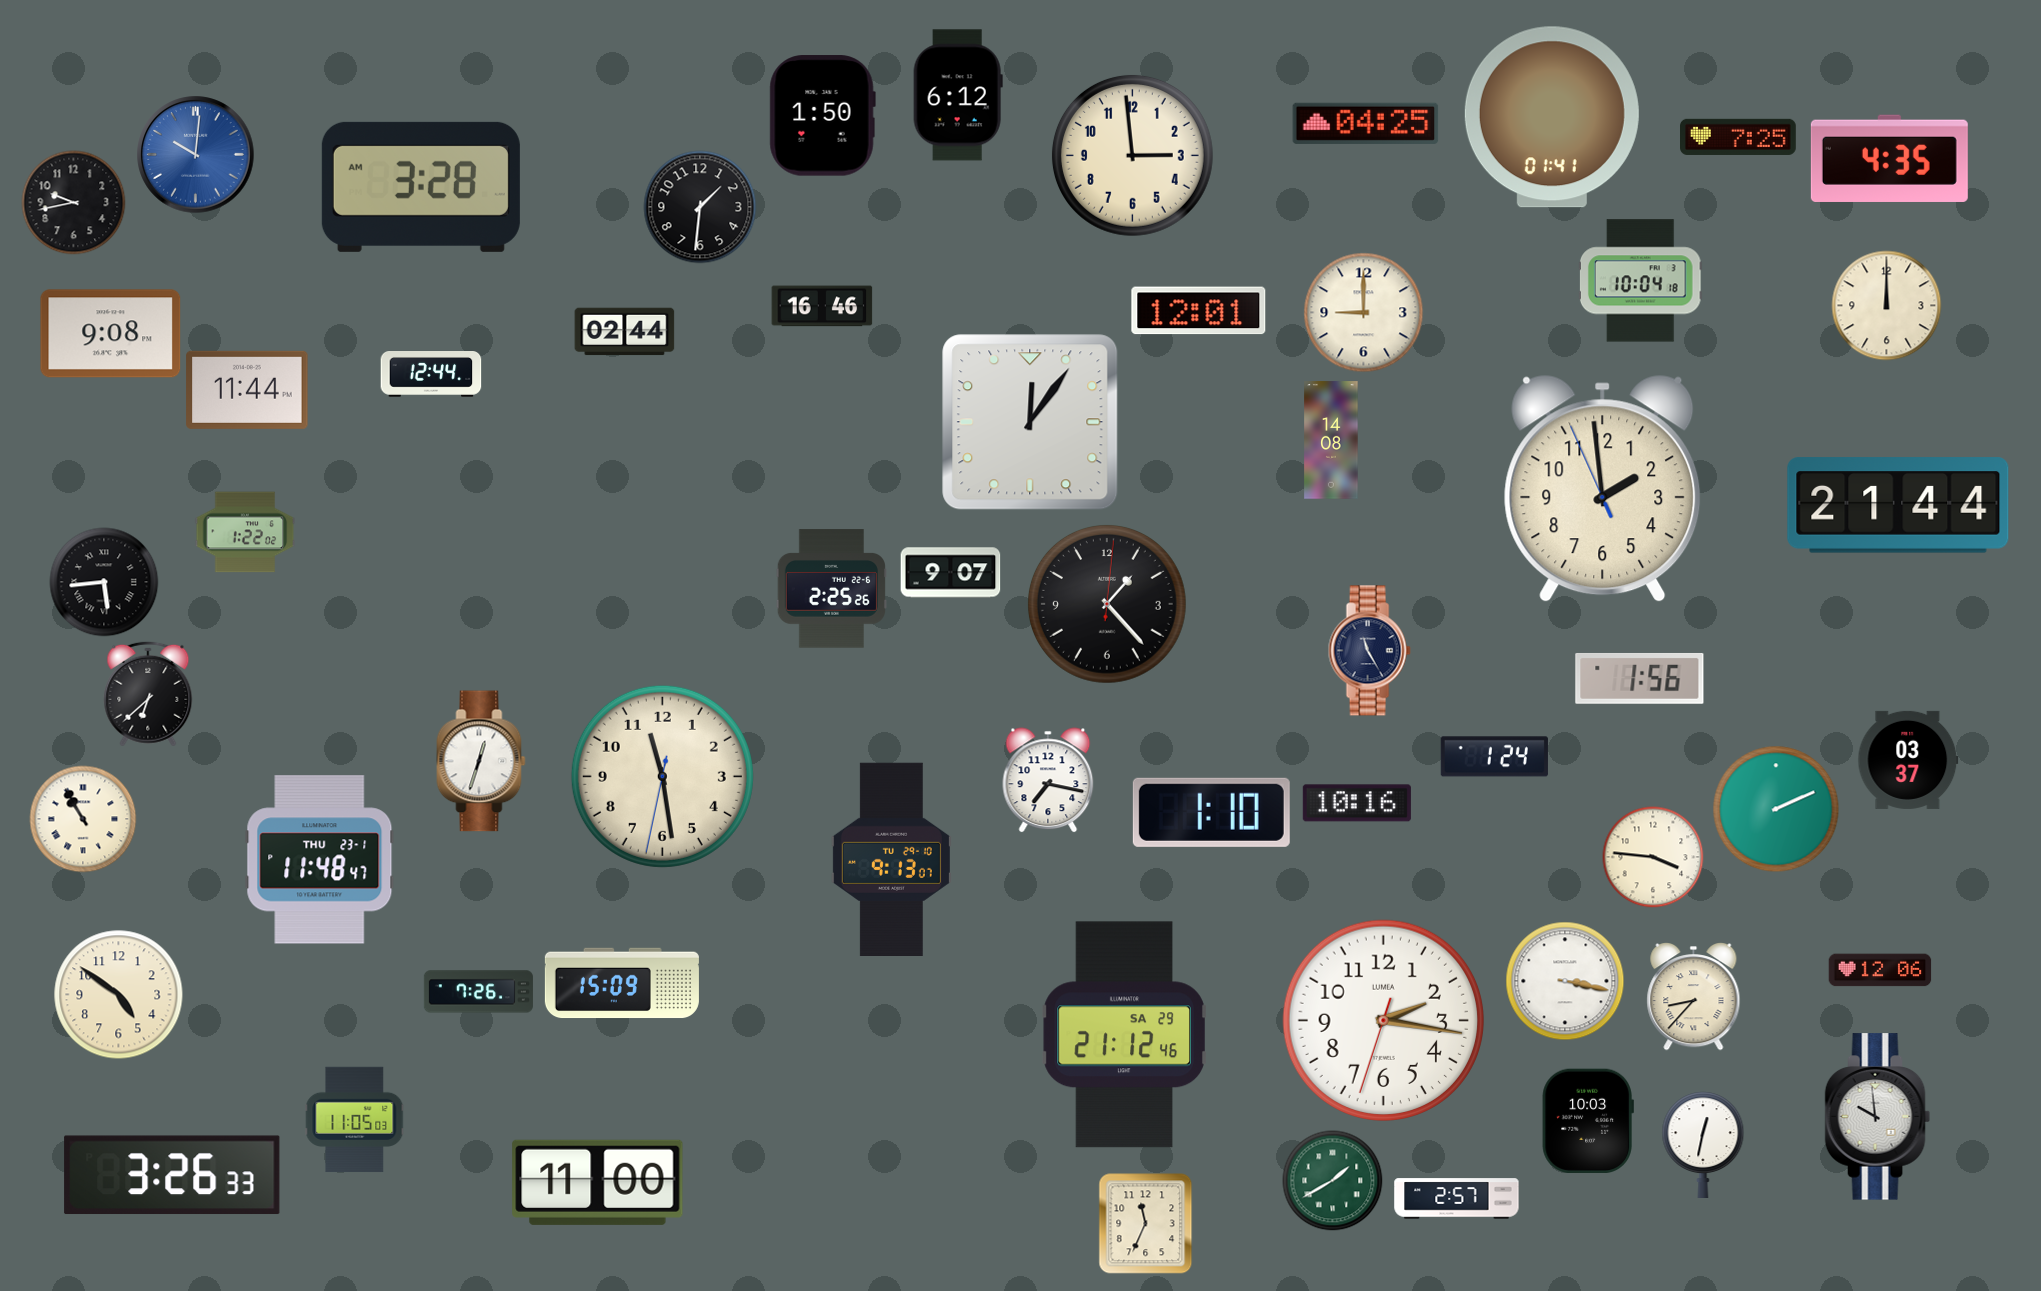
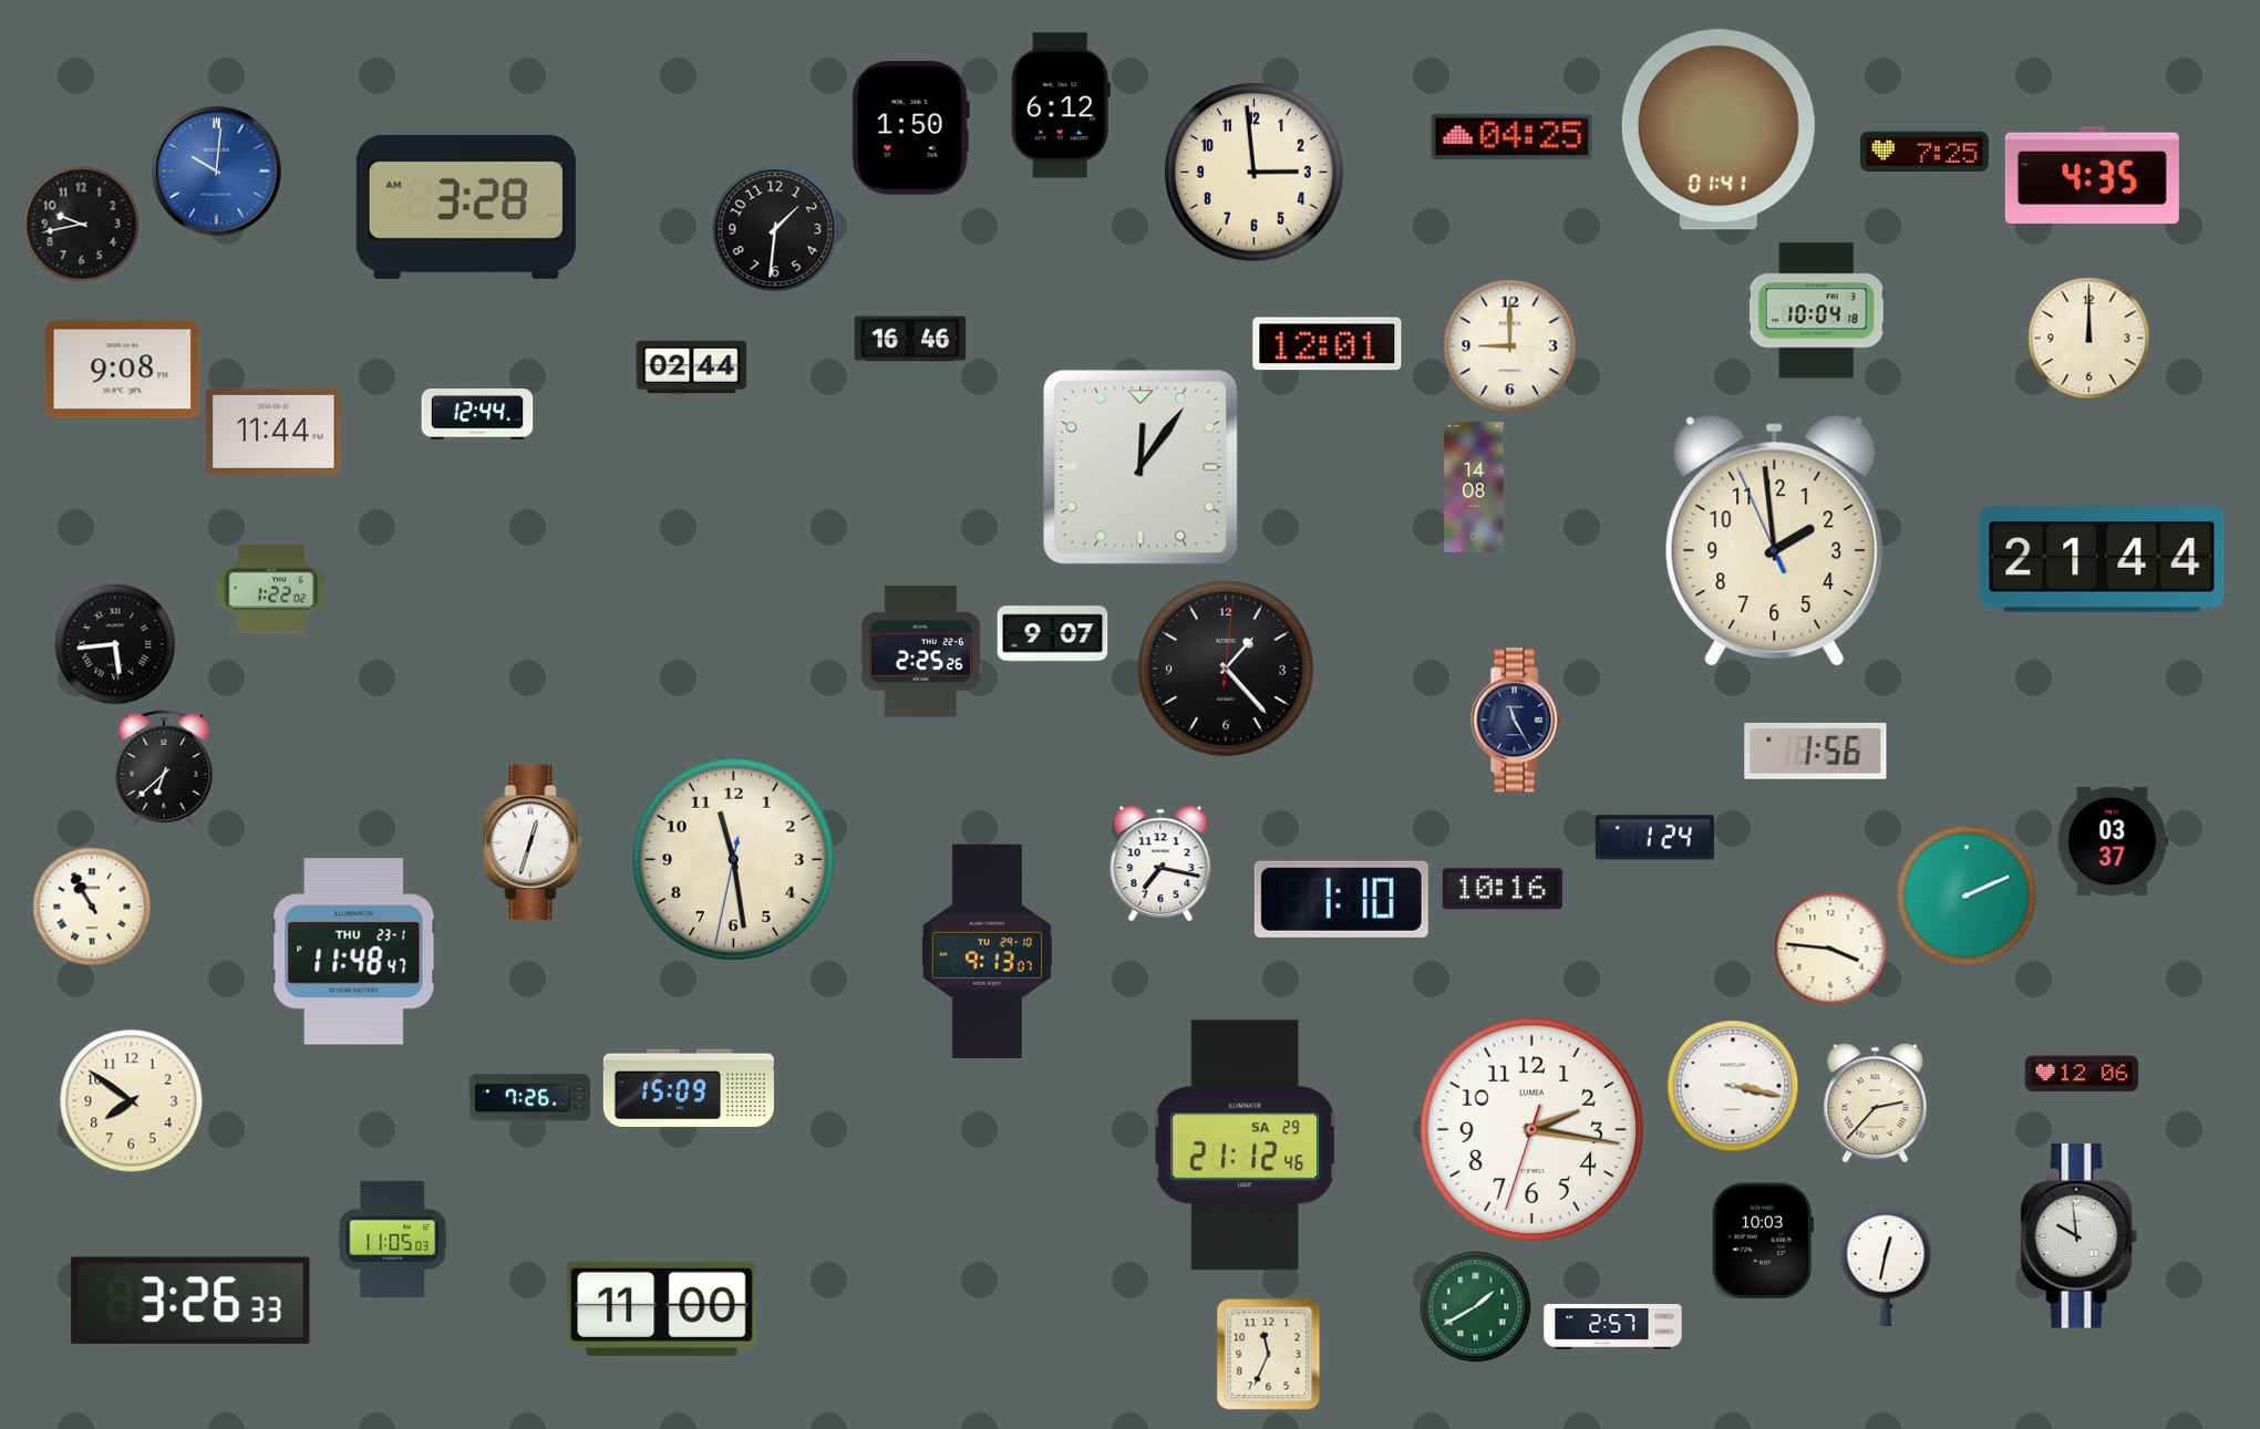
clock at (119, 995): 4:51 -> 7:51
clock at (1694, 997): 8:37 -> 2:37
clock at (1588, 1120) position: (1588, 1120) -> (1763, 1240)
